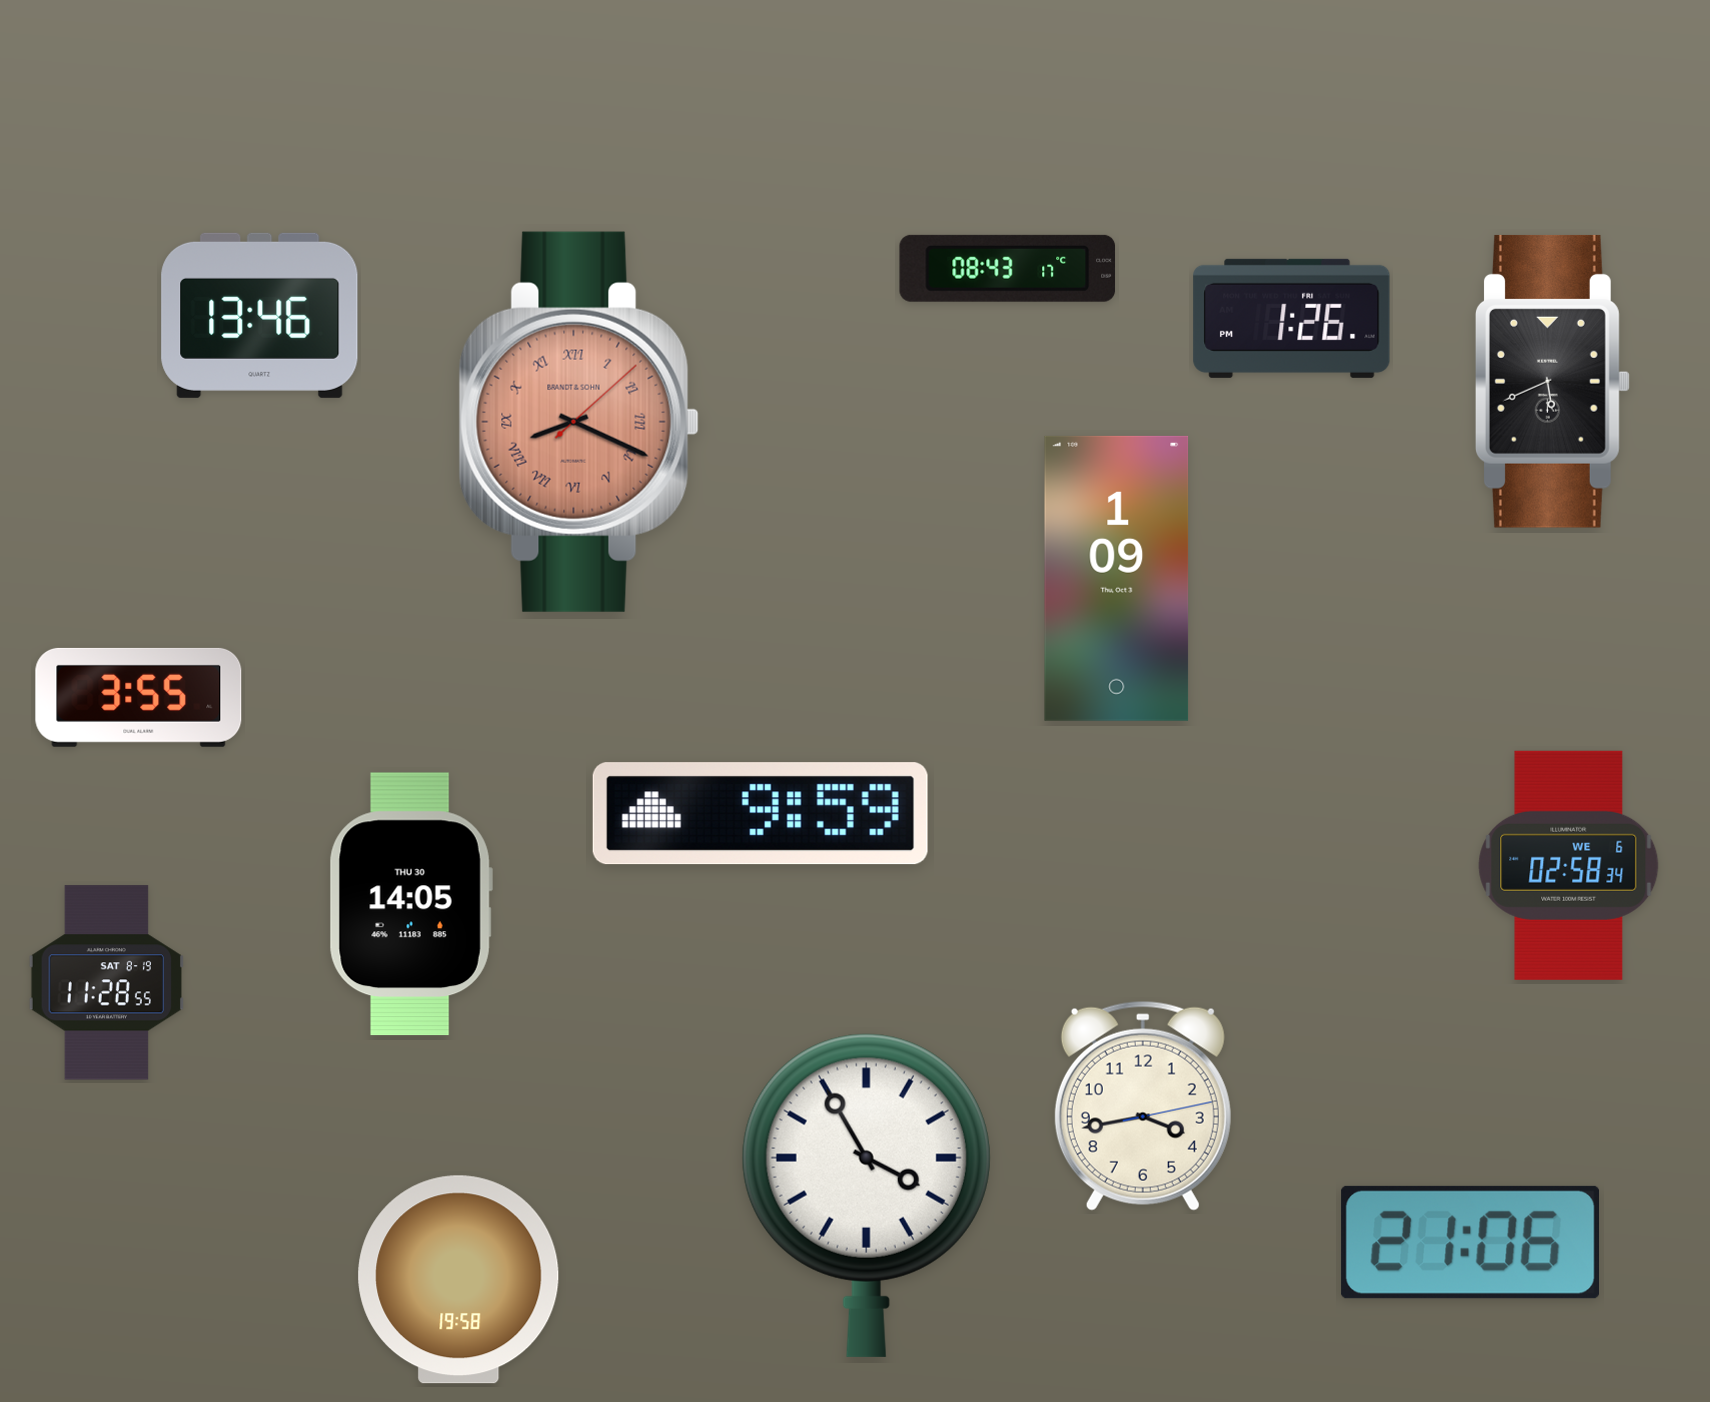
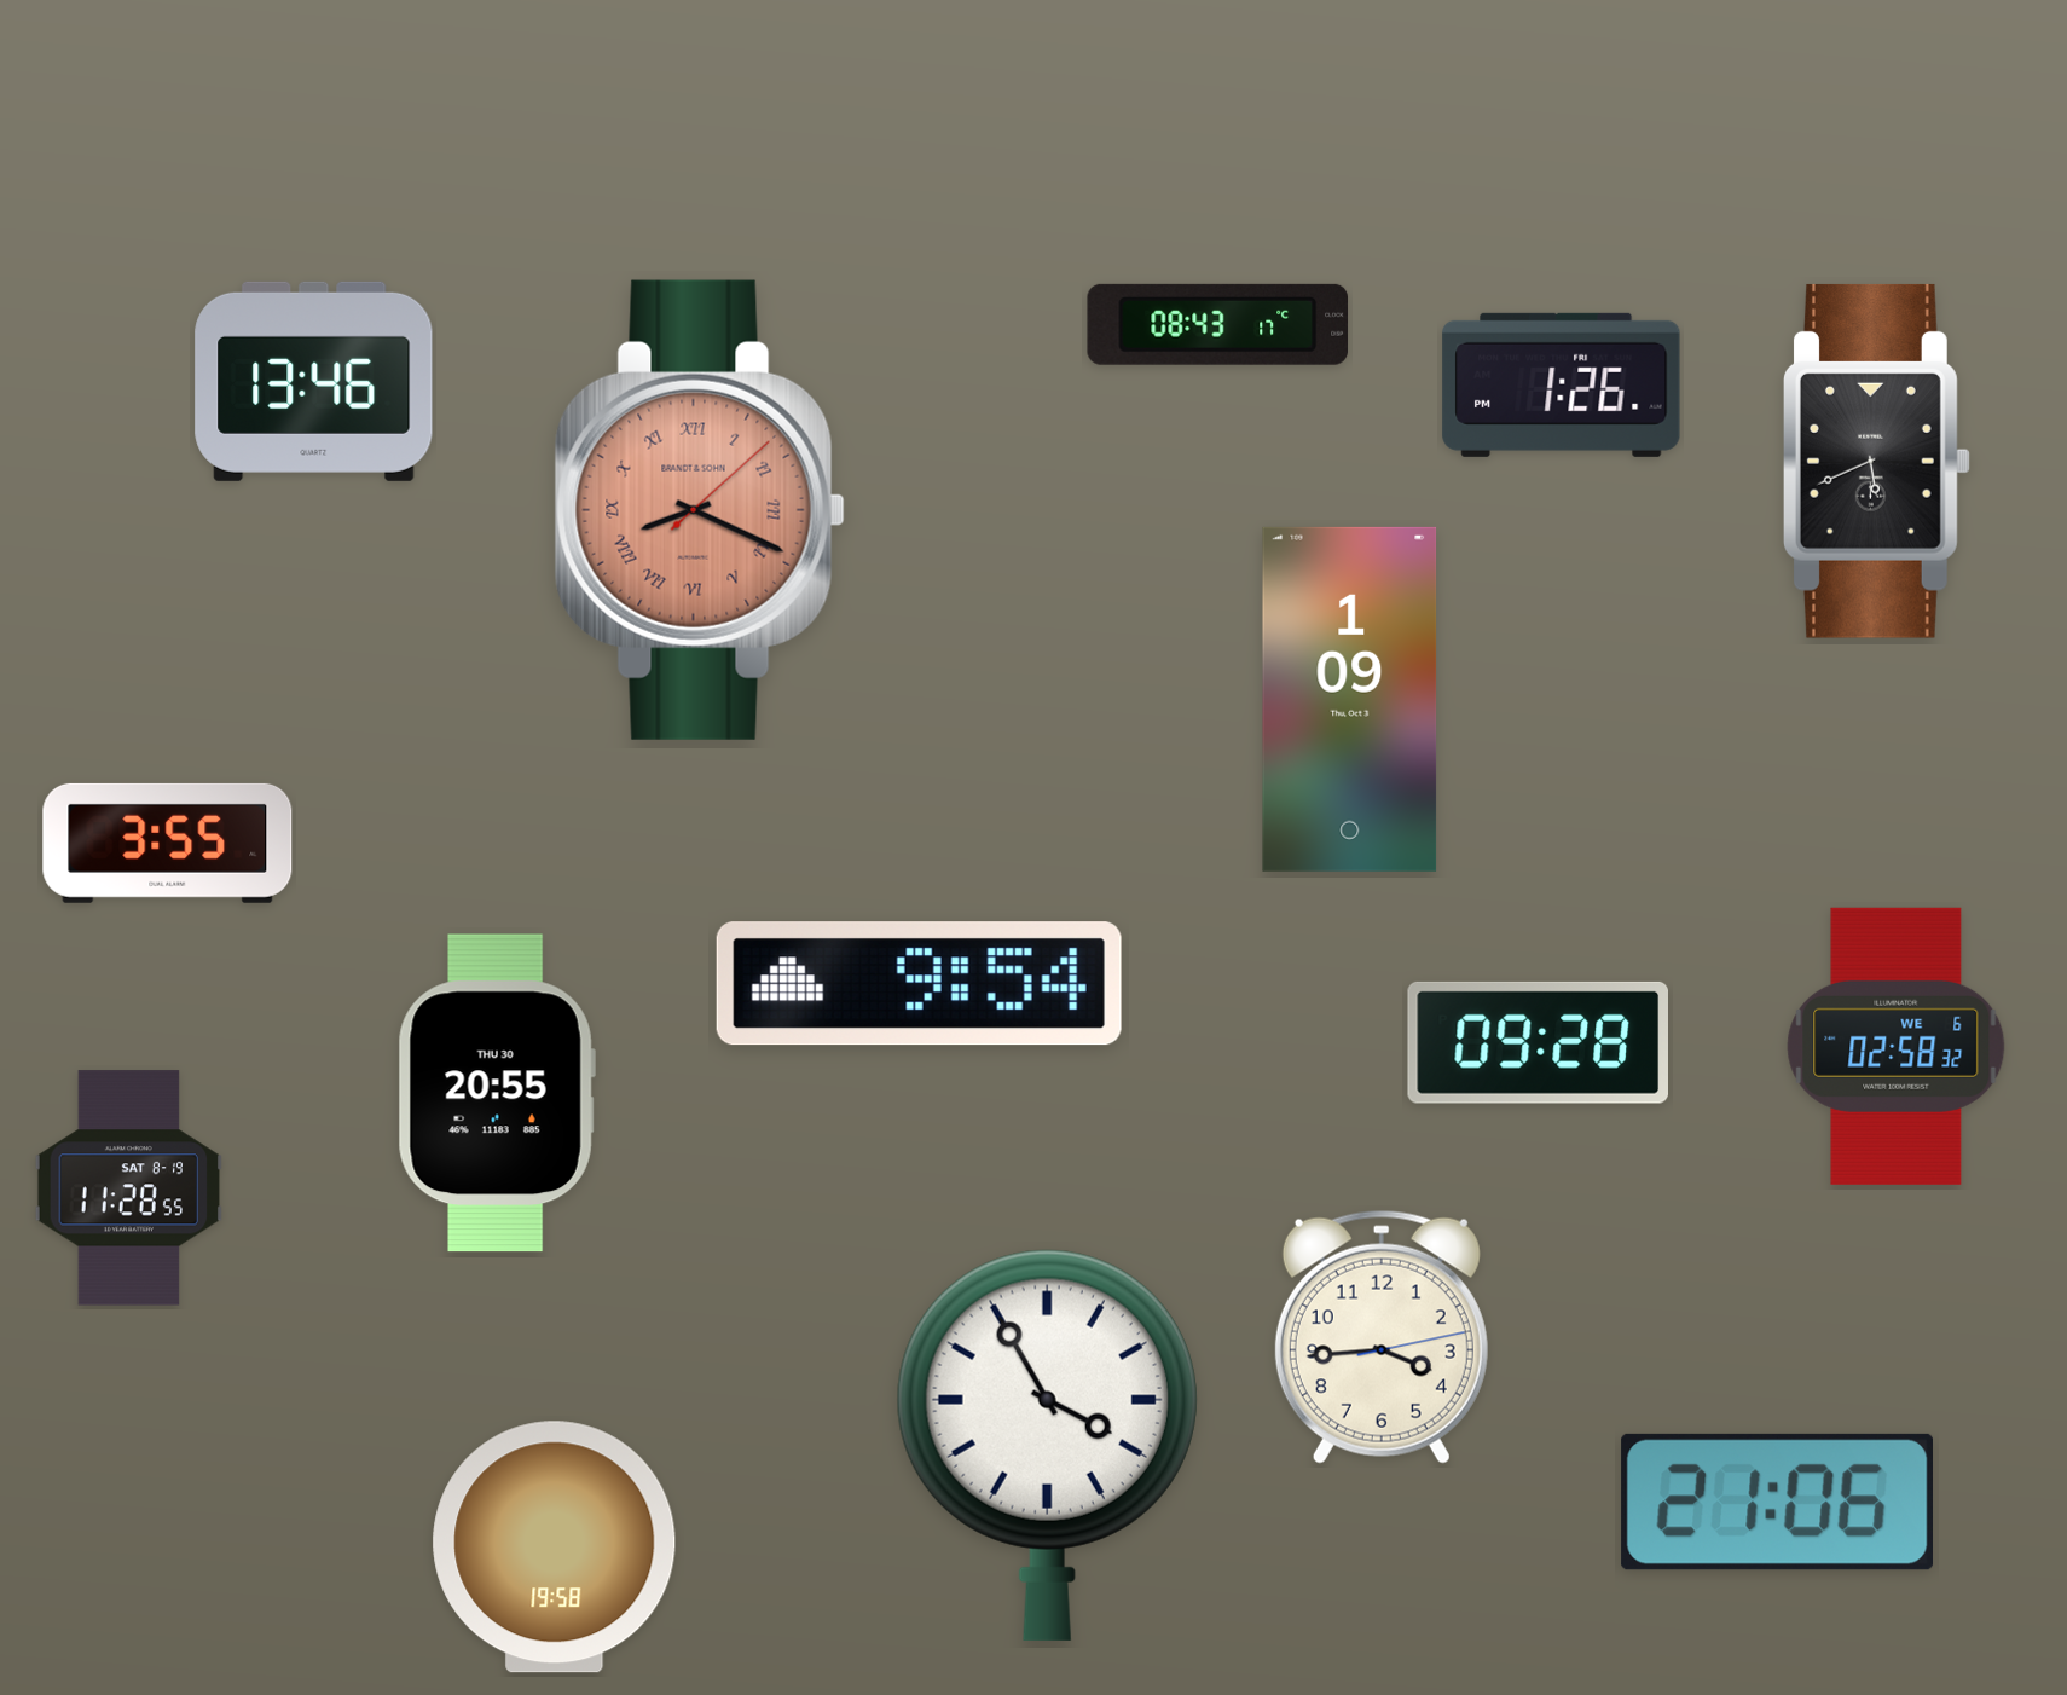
clock at (760, 814): 9:59 -> 9:54
clock at (1538, 1042): none -> 09:28
clock at (1569, 865): 02:58:34 -> 02:58:32
clock at (411, 904): 14:05 -> 20:55
clock at (1143, 1106): 3:43 -> 3:44
